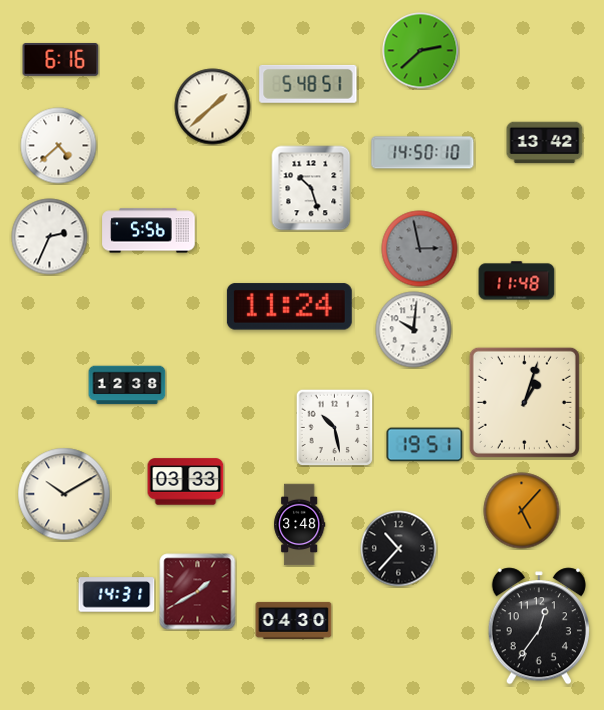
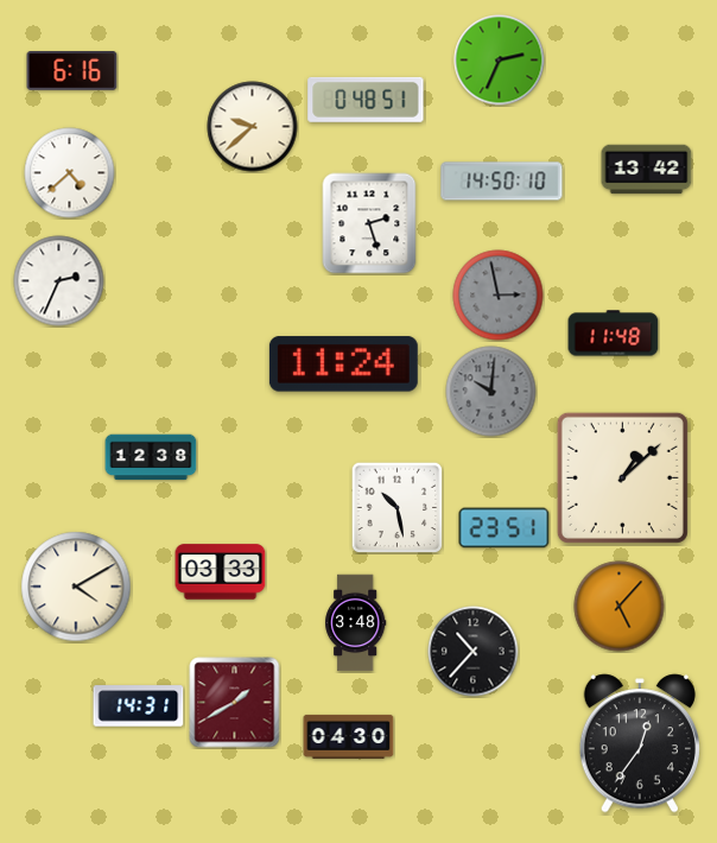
clock at (421, 51): 2:38 -> 2:34
clock at (308, 84): 5:48 -> 0:48
clock at (213, 107): 1:38 -> 9:38
clock at (311, 188): 10:27 -> 2:27
clock at (149, 231): 5:56 -> none
clock at (414, 330) dial: white -> grey
clock at (524, 402): 1:03 -> 1:08
clock at (425, 445): 19:51 -> 23:51
clock at (64, 494): 10:10 -> 4:10
